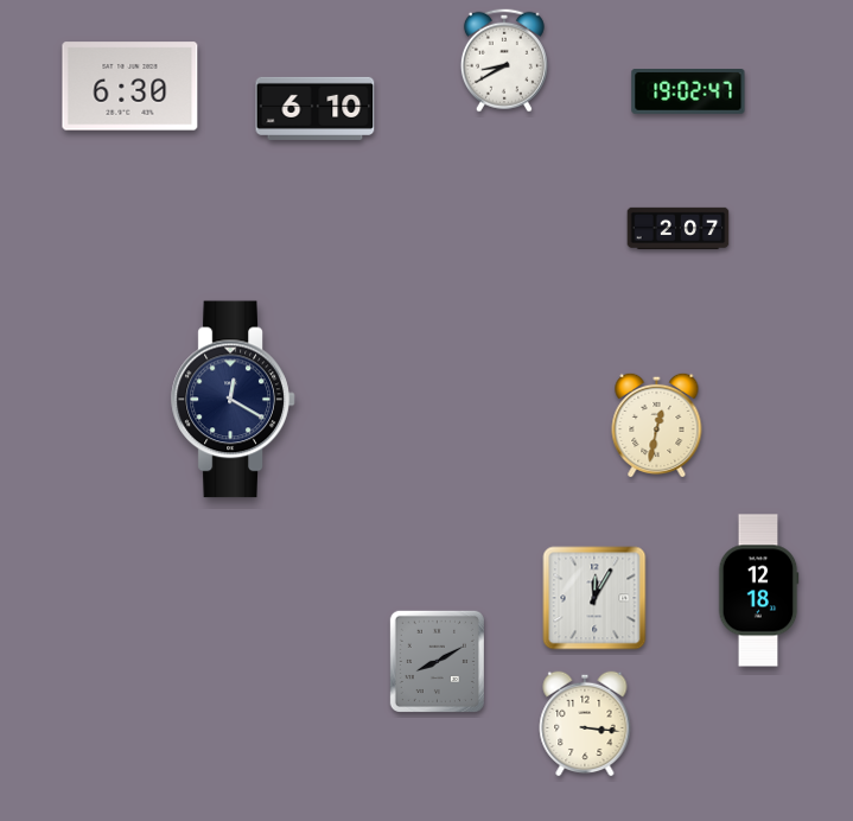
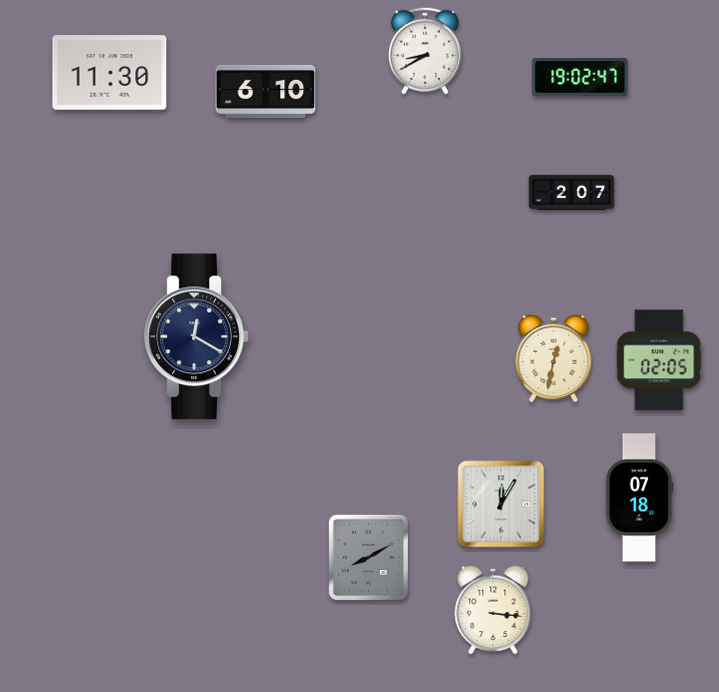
clock at (131, 87): 6:30 -> 11:30
clock at (659, 360): none -> 02:05
clock at (758, 591): 12:18 -> 07:18
